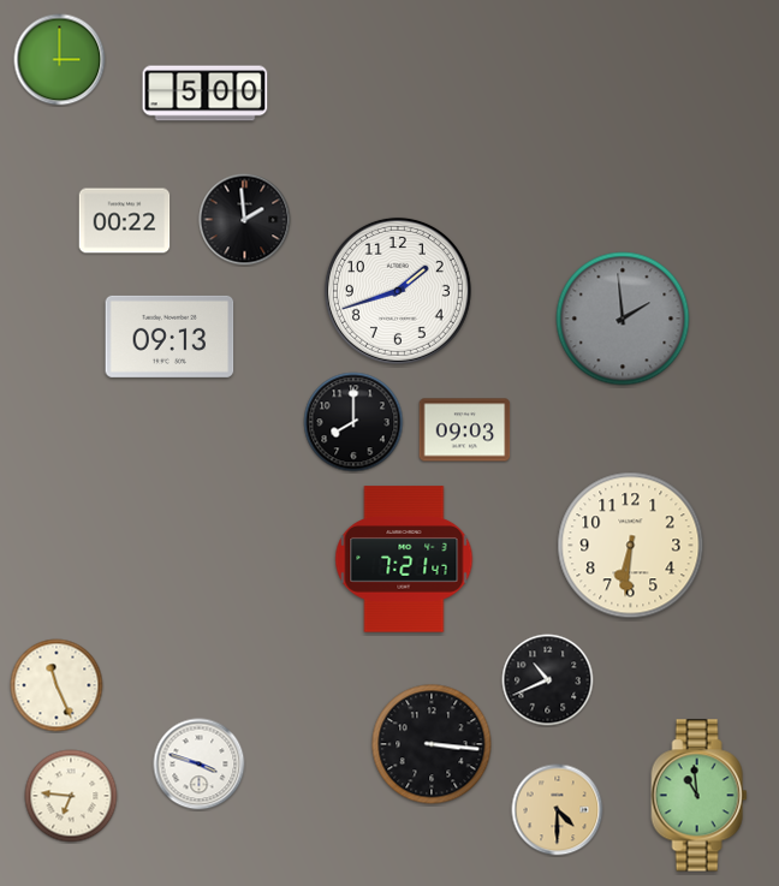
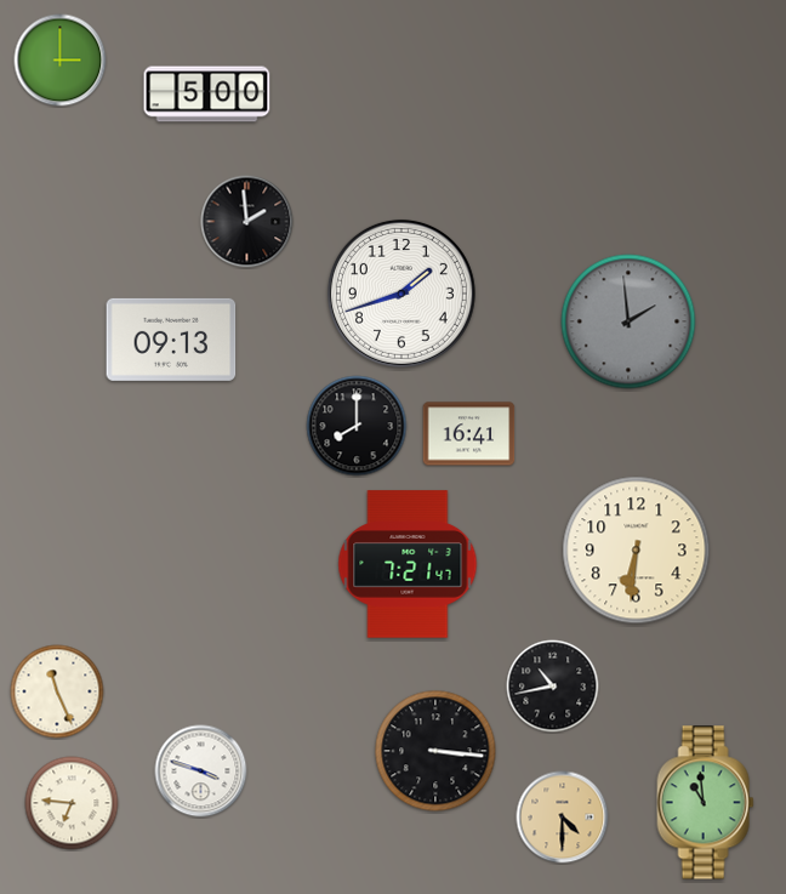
clock at (125, 221): 00:22 -> none
clock at (465, 430): 09:03 -> 16:41
clock at (548, 680): 10:41 -> 10:43
